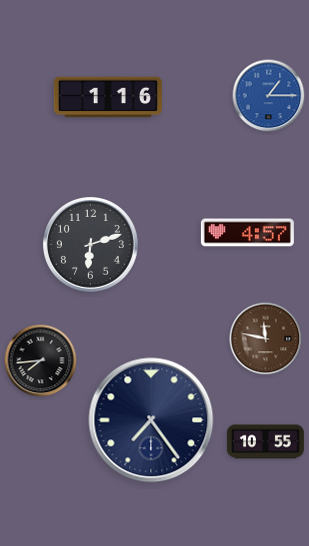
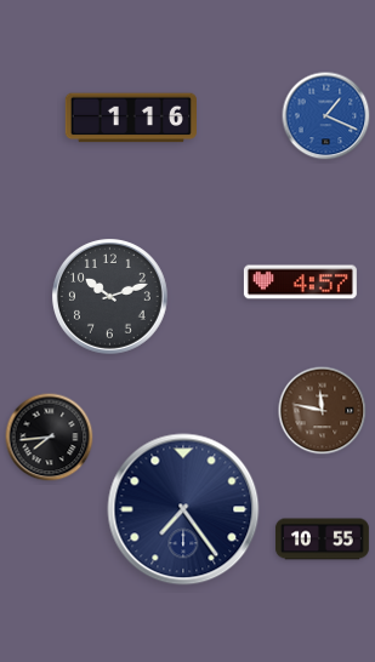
clock at (269, 96): 1:15 -> 1:19
clock at (91, 245): 6:12 -> 10:12
clock at (265, 442) position: (265, 442) -> (322, 540)
